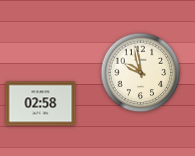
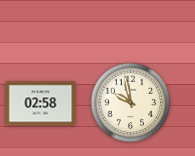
clock at (141, 73) position: (141, 73) -> (131, 103)
